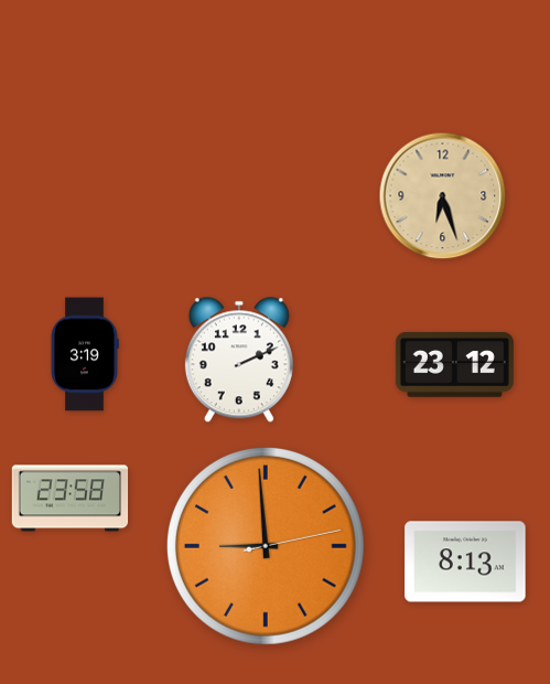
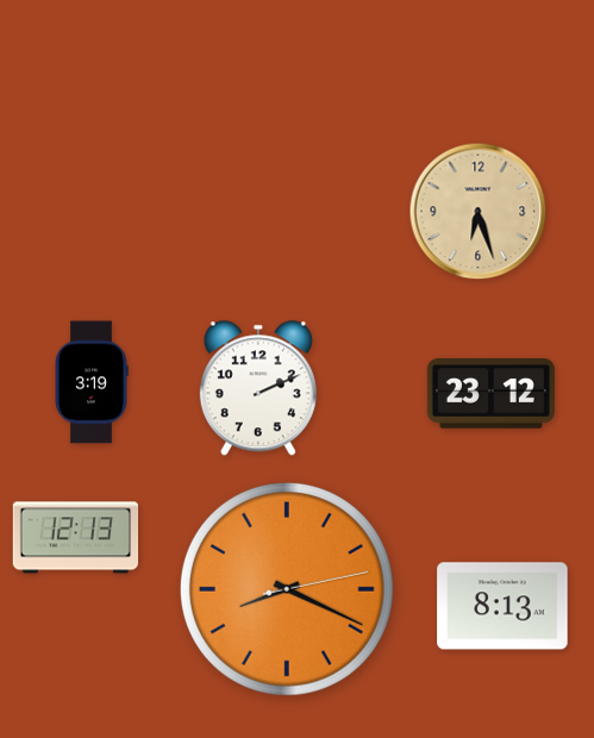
clock at (71, 499): 23:58 -> 12:13
clock at (266, 546): 8:59 -> 8:19
